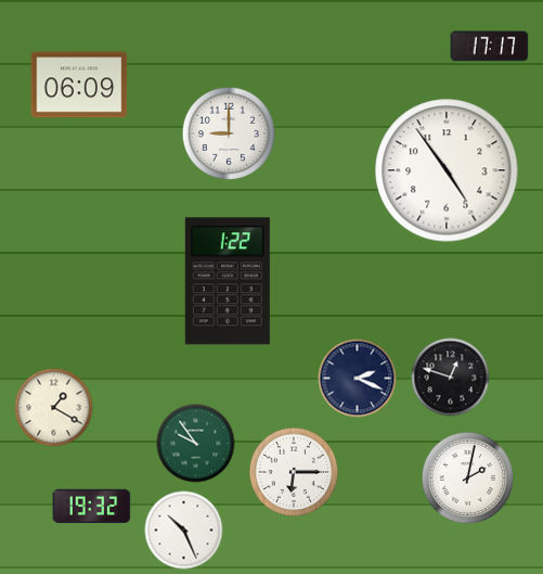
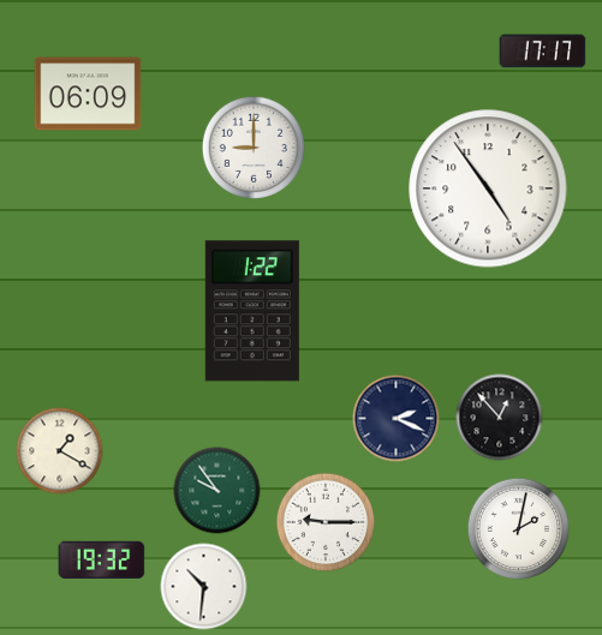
clock at (447, 170) position: (447, 170) -> (488, 188)
clock at (451, 378): 12:48 -> 12:53
clock at (294, 472): 6:15 -> 9:15
clock at (184, 531): 10:26 -> 10:31
